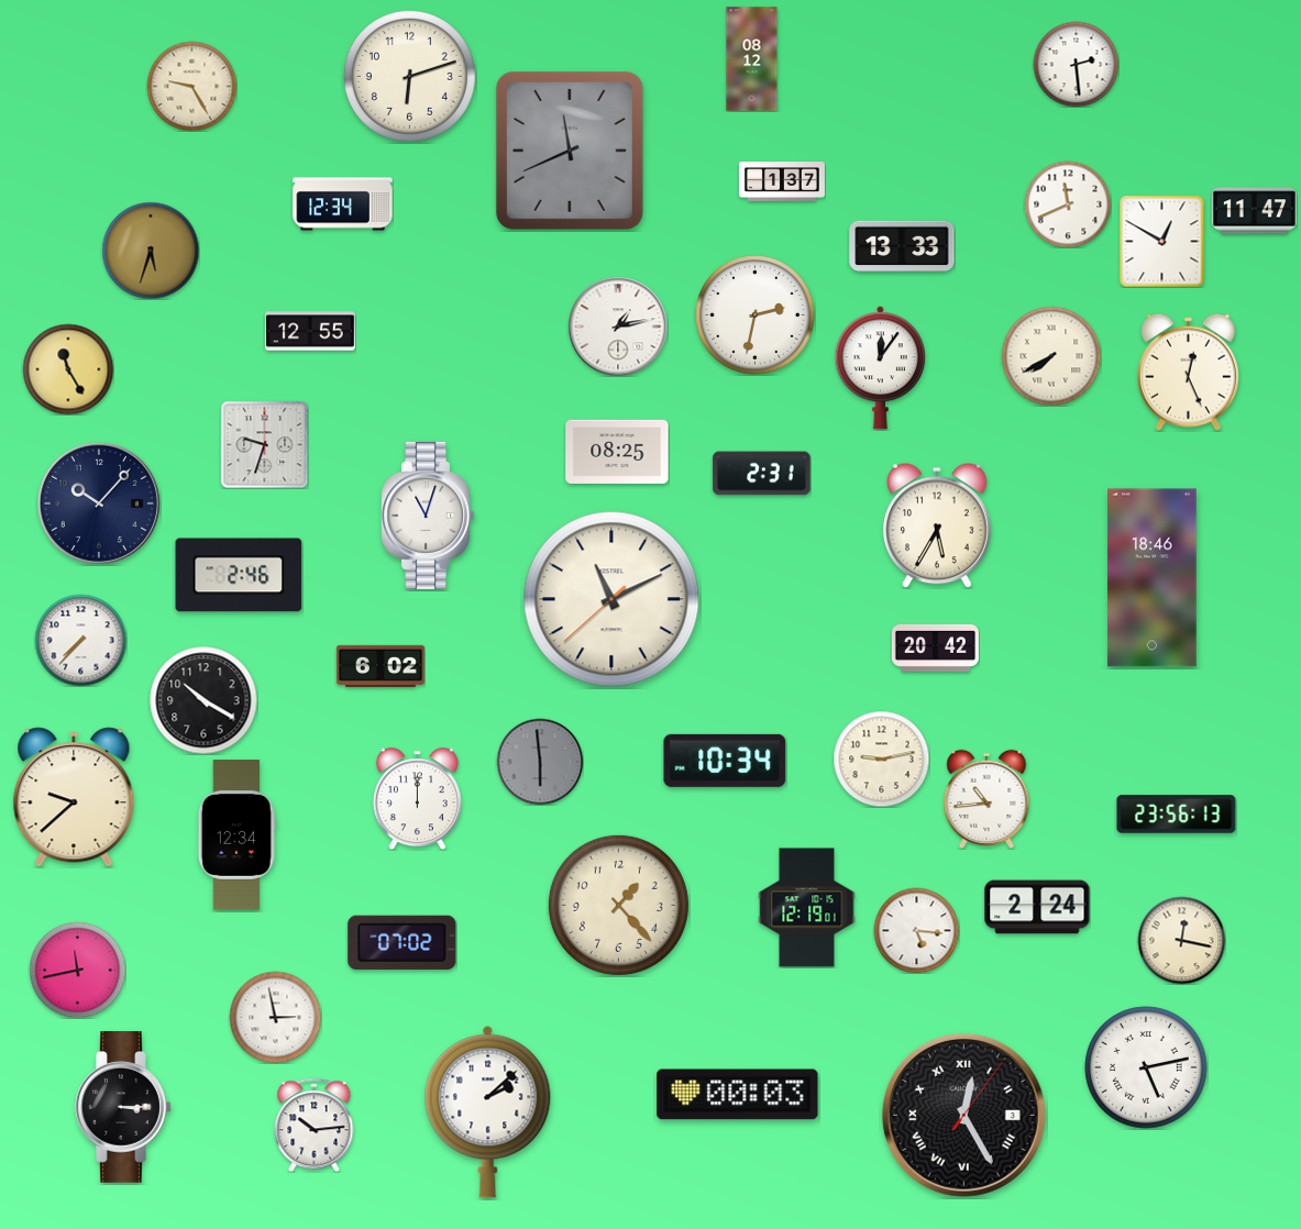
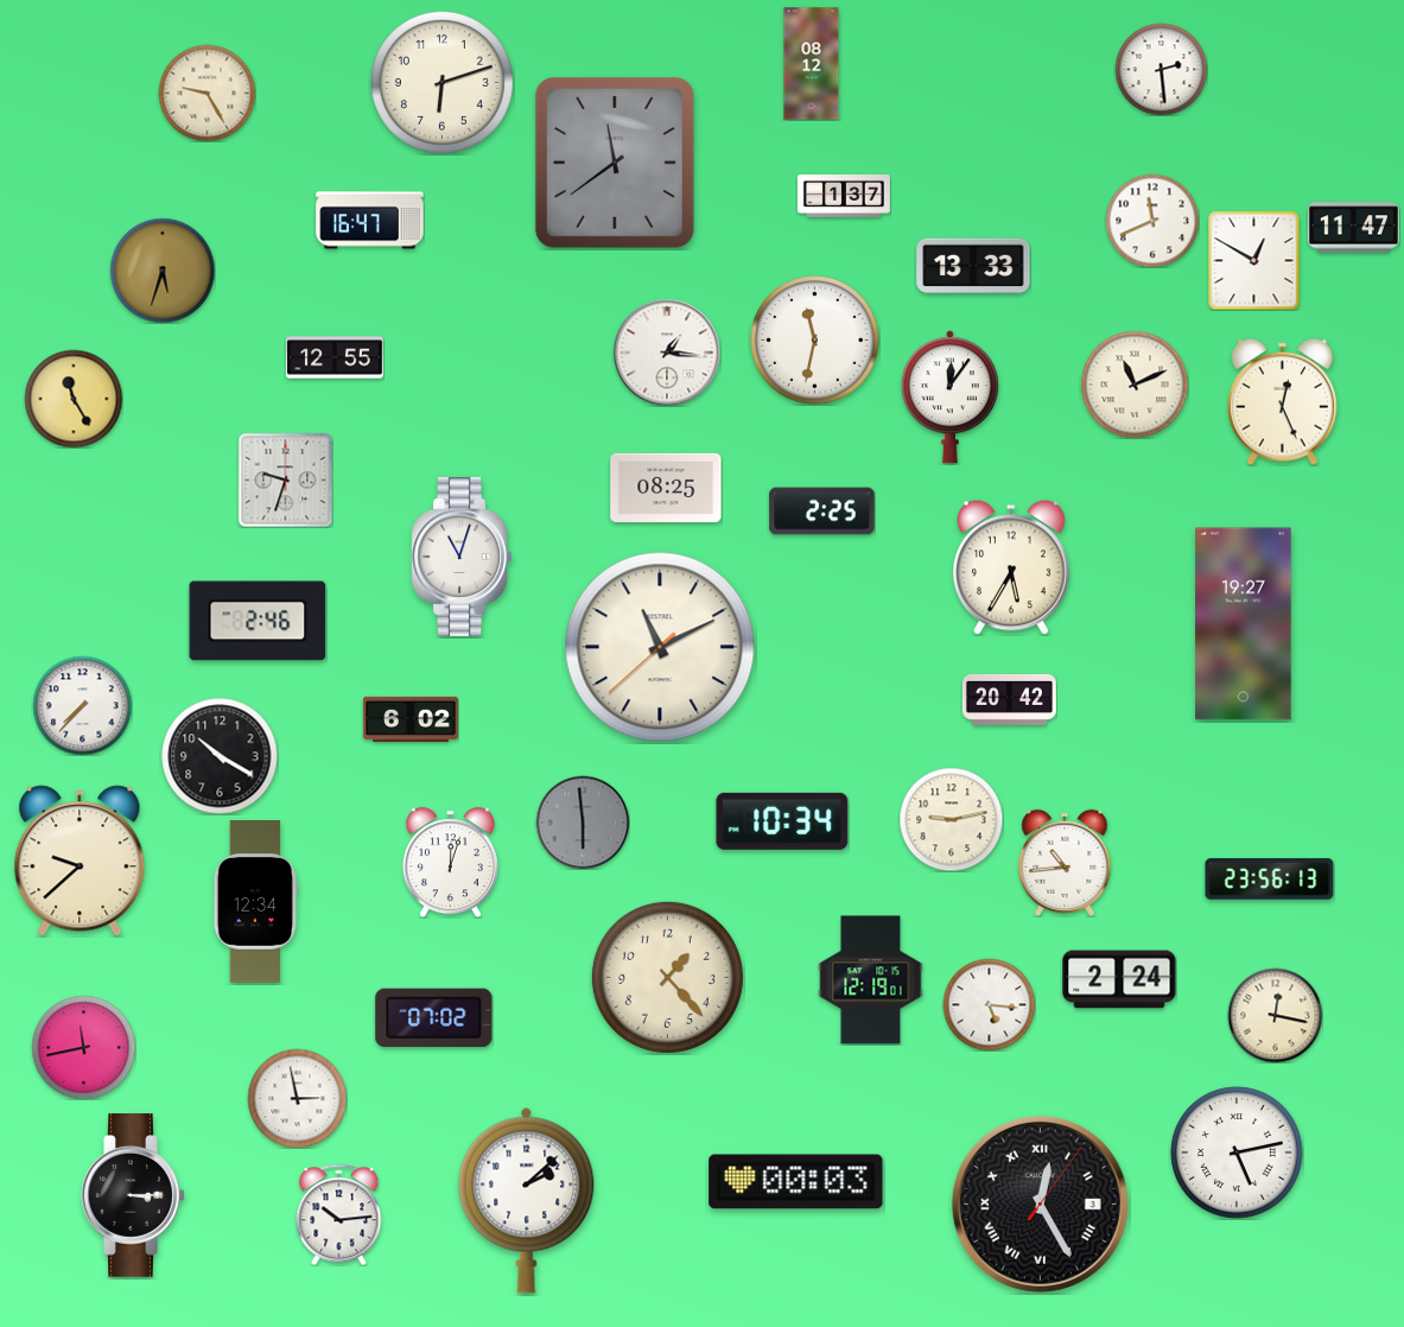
clock at (570, 151): 11:41 -> 11:39
clock at (343, 204): 12:34 -> 16:47
clock at (756, 315): 2:32 -> 11:32
clock at (618, 326): 1:13 -> 1:16
clock at (1051, 356): 7:40 -> 11:11
clock at (762, 474): 2:31 -> 2:25
clock at (99, 503): 10:07 -> none
clock at (1153, 578): 18:46 -> 19:27
clock at (80, 640) position: (80, 640) -> (82, 705)
clock at (417, 798): 12:00 -> 12:03
